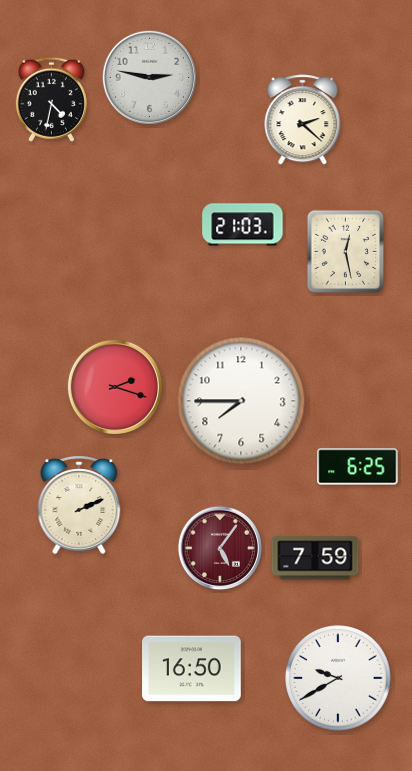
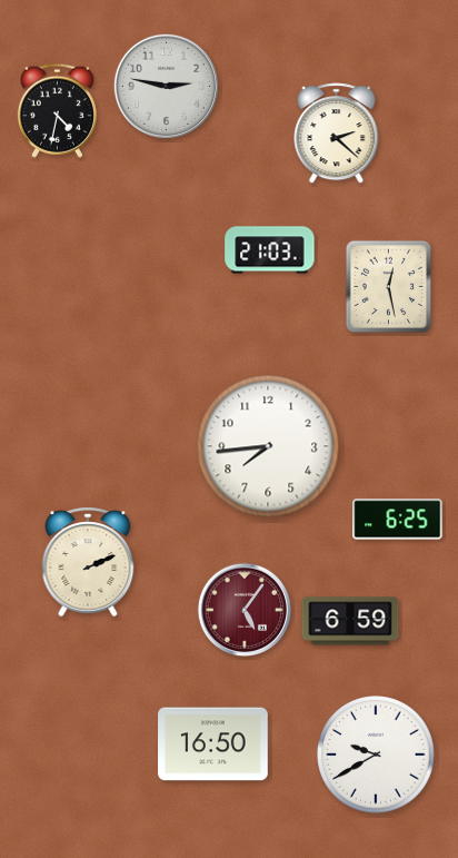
clock at (345, 252) position: (345, 252) -> (388, 287)
clock at (115, 387): 2:18 -> none
clock at (241, 401): 7:45 -> 7:44
clock at (315, 558): 7:59 -> 6:59
